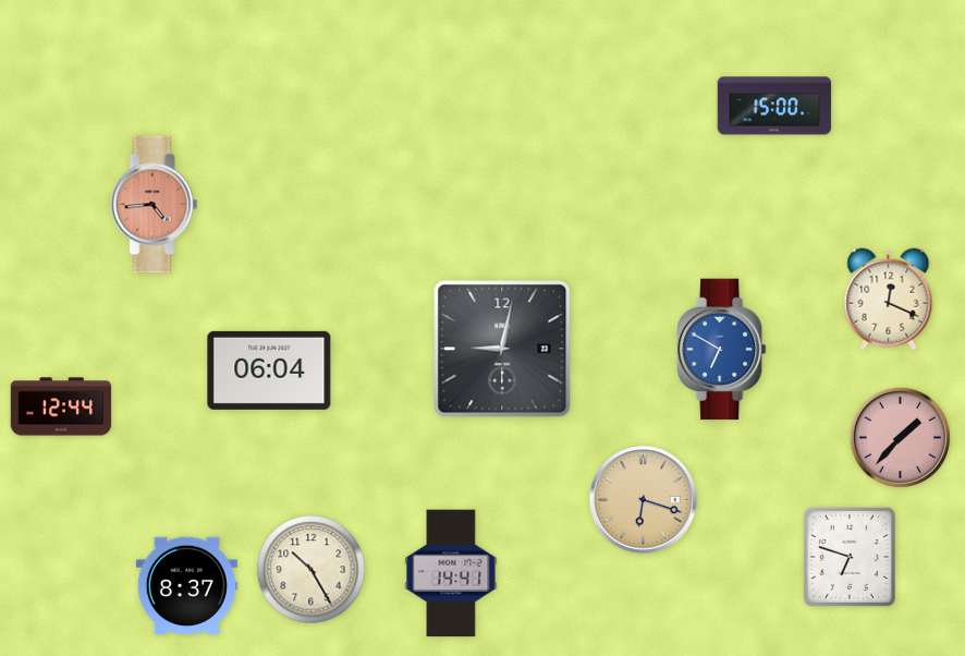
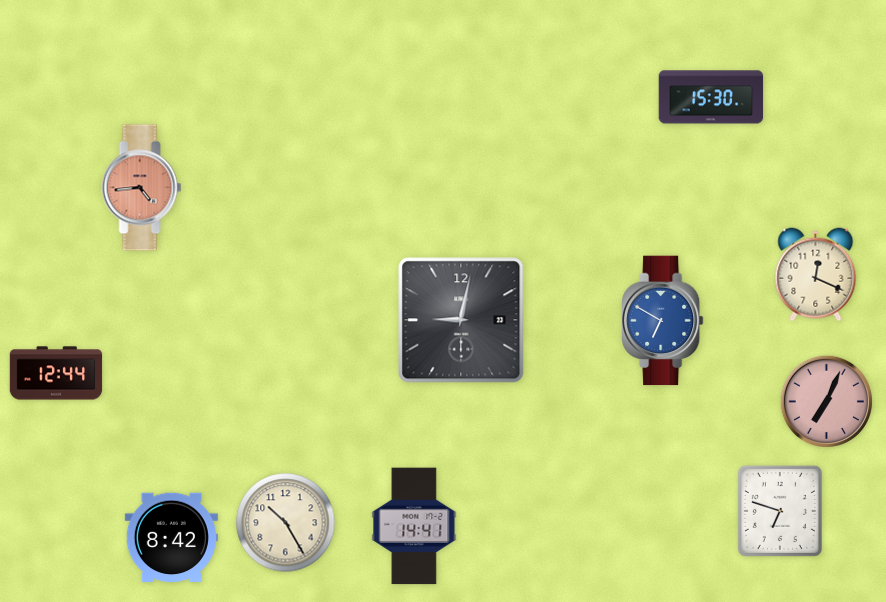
clock at (774, 106): 15:00 -> 15:30
clock at (269, 370): 06:04 -> none
clock at (900, 437): 1:37 -> 7:04
clock at (644, 500): 6:18 -> none
clock at (186, 586): 8:37 -> 8:42
